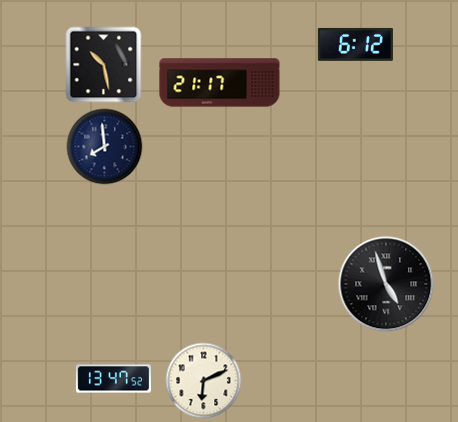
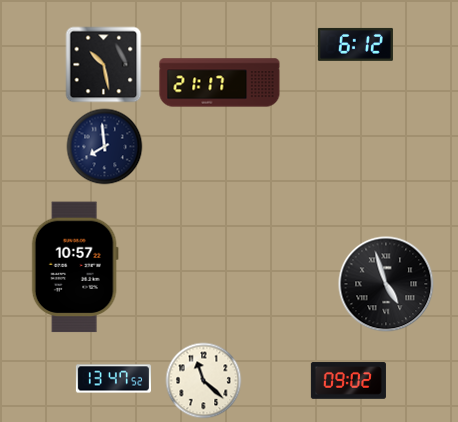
clock at (75, 267): none -> 10:57
clock at (204, 381): 6:11 -> 11:22
clock at (348, 381): none -> 09:02
